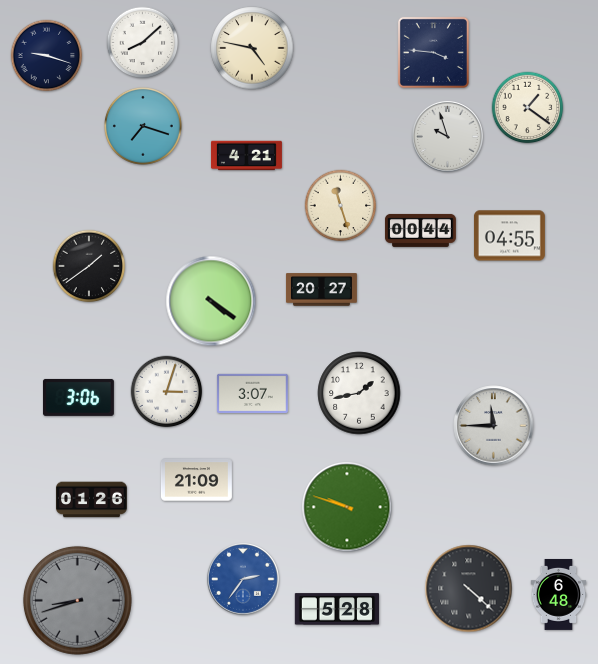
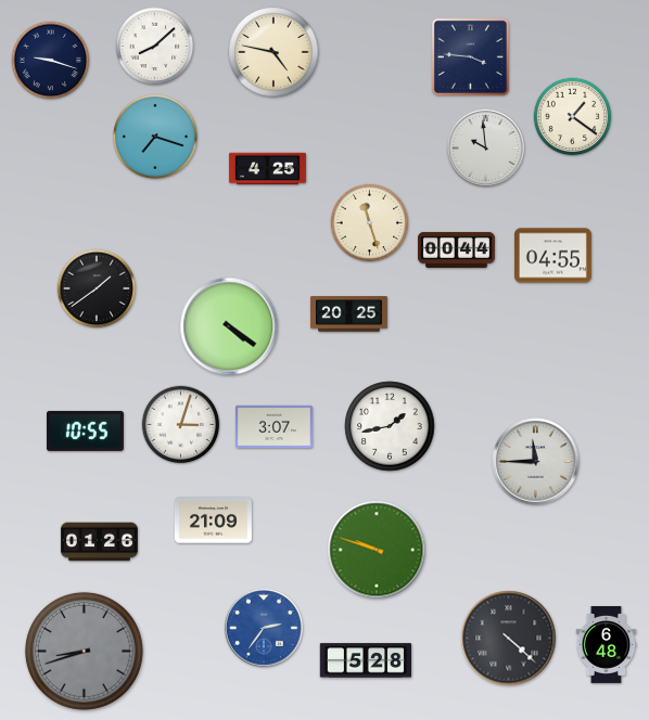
clock at (447, 136): 9:57 -> 9:59
clock at (246, 156): 4:21 -> 4:25
clock at (321, 290): 20:27 -> 20:25
clock at (78, 397): 3:06 -> 10:55
